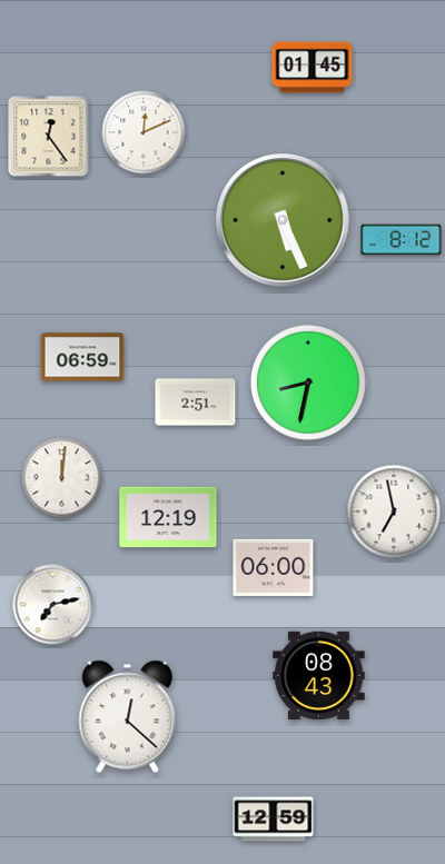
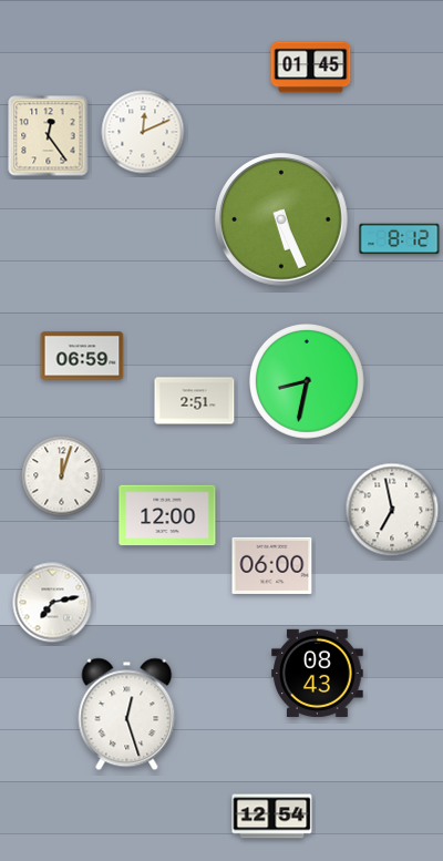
clock at (62, 478): 12:01 -> 12:03
clock at (168, 517): 12:19 -> 12:00
clock at (128, 717): 12:22 -> 12:27
clock at (274, 820): 12:59 -> 12:54
